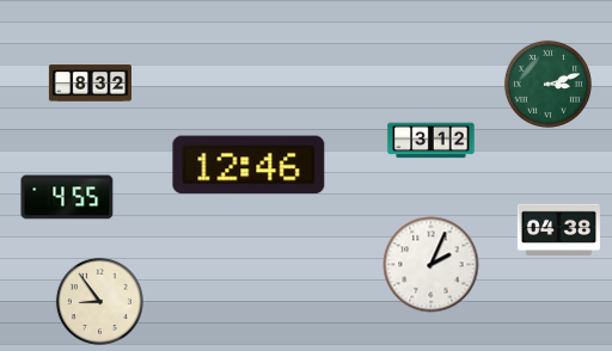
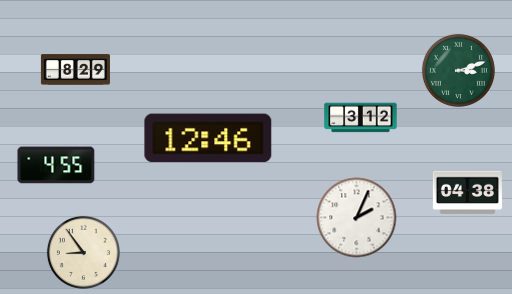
clock at (90, 84): 8:32 -> 8:29
clock at (432, 265) position: (432, 265) -> (357, 218)
